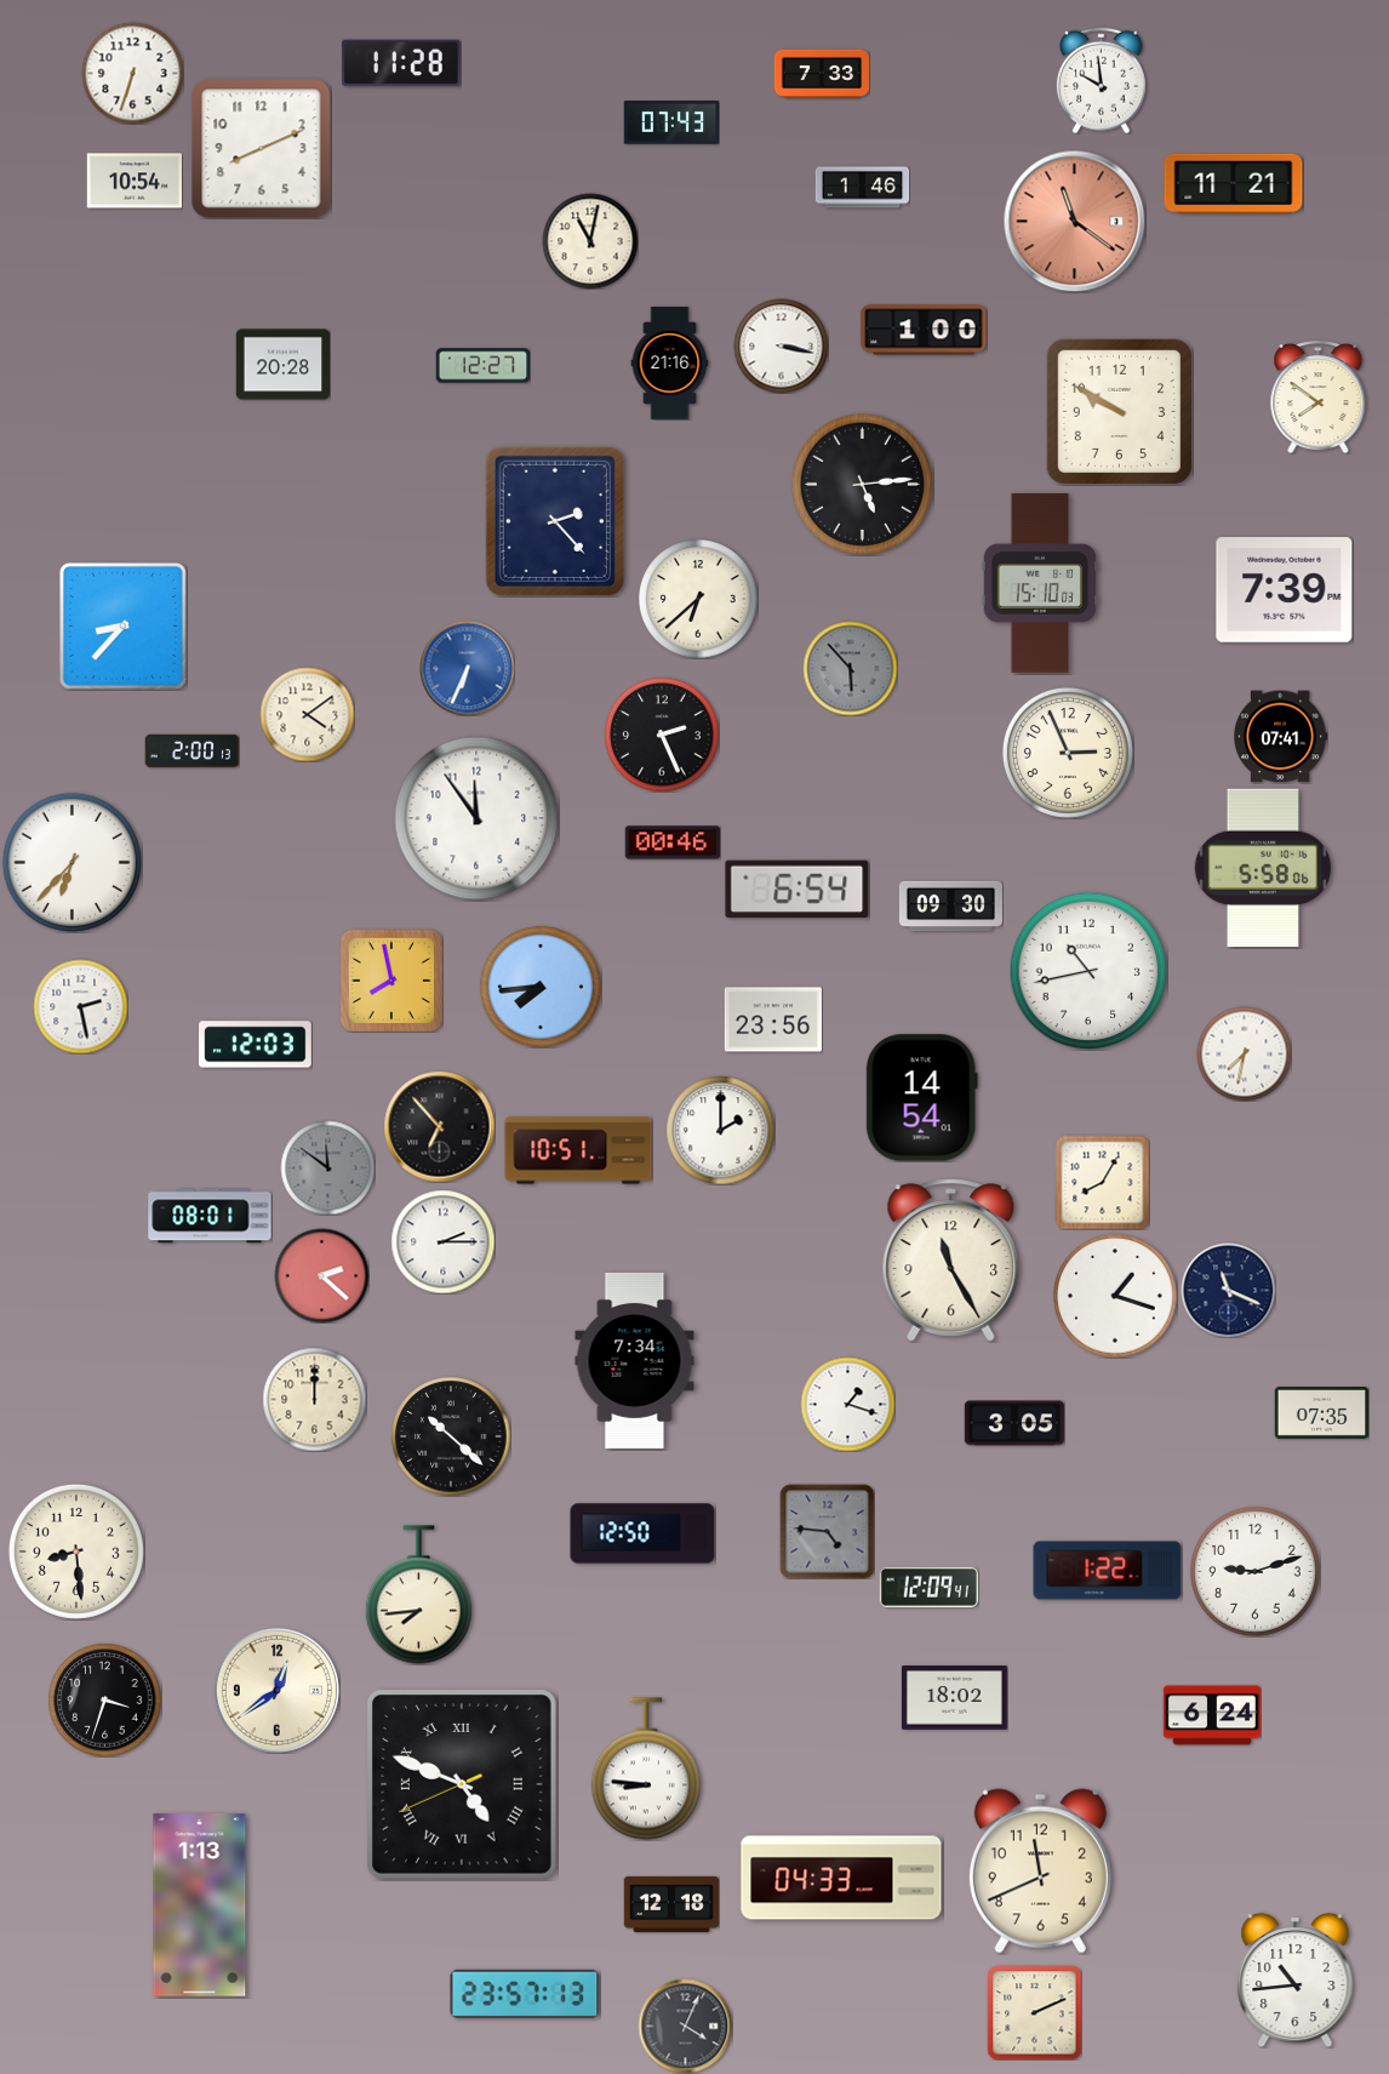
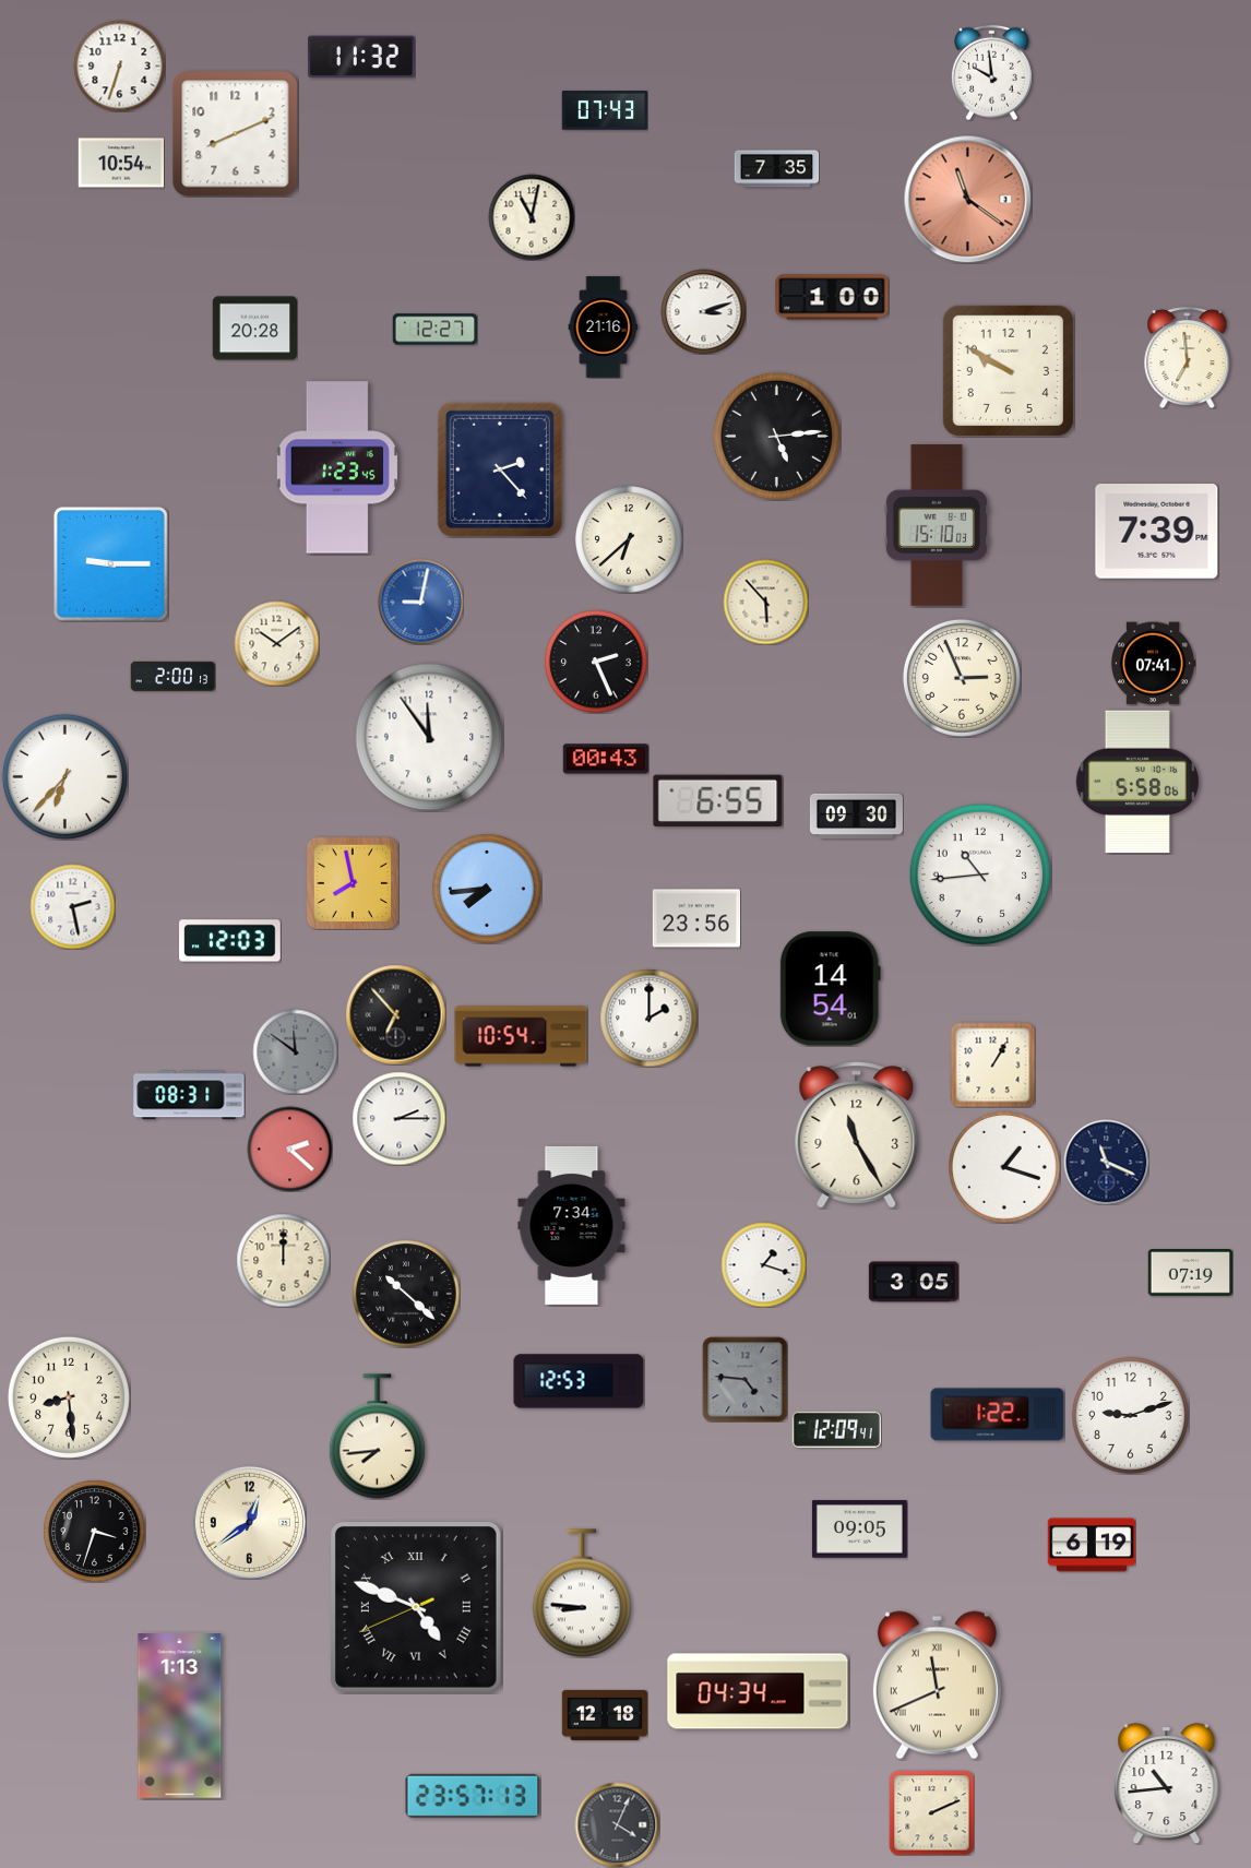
clock at (401, 63): 11:28 -> 11:32
clock at (822, 74): 7:33 -> none
clock at (1234, 183): 11:21 -> none
clock at (862, 188): 1:46 -> 7:35
clock at (781, 345): 3:17 -> 3:12
clock at (1319, 396): 7:51 -> 6:59
clock at (337, 467): none -> 1:23
clock at (122, 625): 8:37 -> 9:15
clock at (467, 668): 6:34 -> 9:02
clock at (850, 668) dial: grey -> cream
clock at (307, 714): 4:09 -> 10:09
clock at (673, 842): 00:46 -> 00:43
clock at (798, 889): 6:54 -> 6:55
clock at (1088, 971): 10:43 -> 10:44
clock at (1244, 1053): 7:32 -> none
clock at (578, 1150): 10:51 -> 10:54
clock at (1102, 1182): 8:05 -> 1:05
clock at (210, 1216): 08:01 -> 08:31
clock at (1321, 1413): 07:35 -> 07:19
clock at (642, 1533): 12:50 -> 12:53
clock at (954, 1698): 18:02 -> 09:05
clock at (1211, 1715): 6:24 -> 6:19
clock at (1040, 1872) numerals: Arabic -> Roman
clock at (841, 1878): 04:33 -> 04:34
